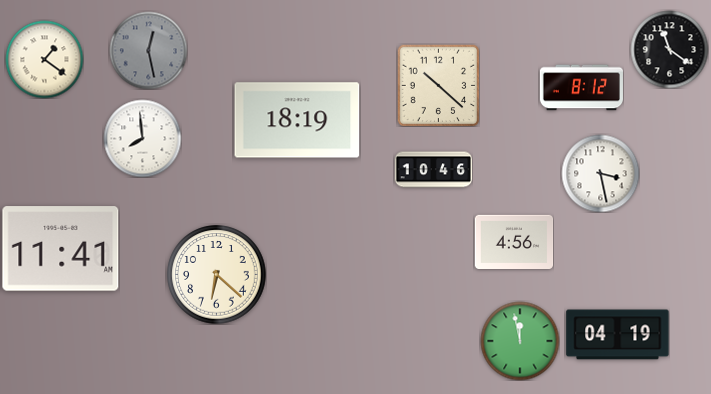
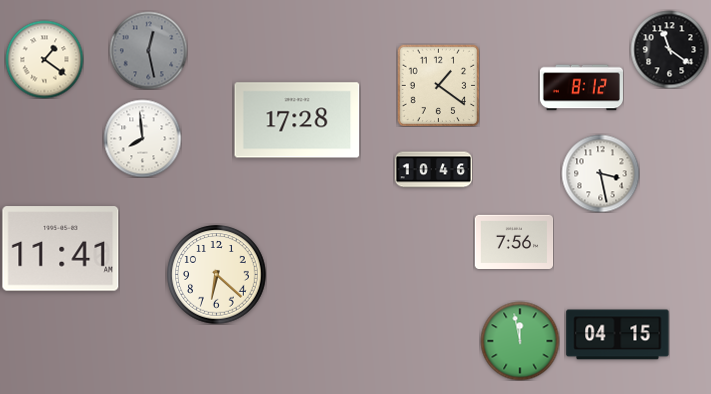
clock at (438, 85): 10:22 -> 1:21
clock at (297, 120): 18:19 -> 17:28
clock at (514, 241): 4:56 -> 7:56
clock at (618, 335): 04:19 -> 04:15
